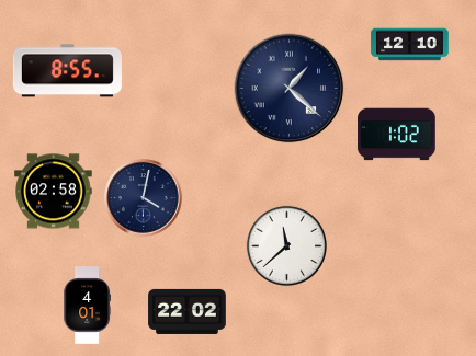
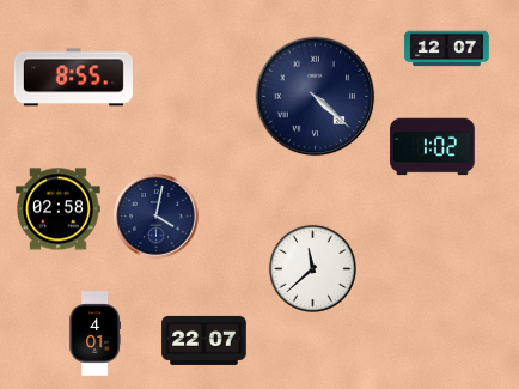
clock at (410, 45): 12:10 -> 12:07
clock at (290, 89): 1:22 -> 4:22
clock at (188, 311): 22:02 -> 22:07
